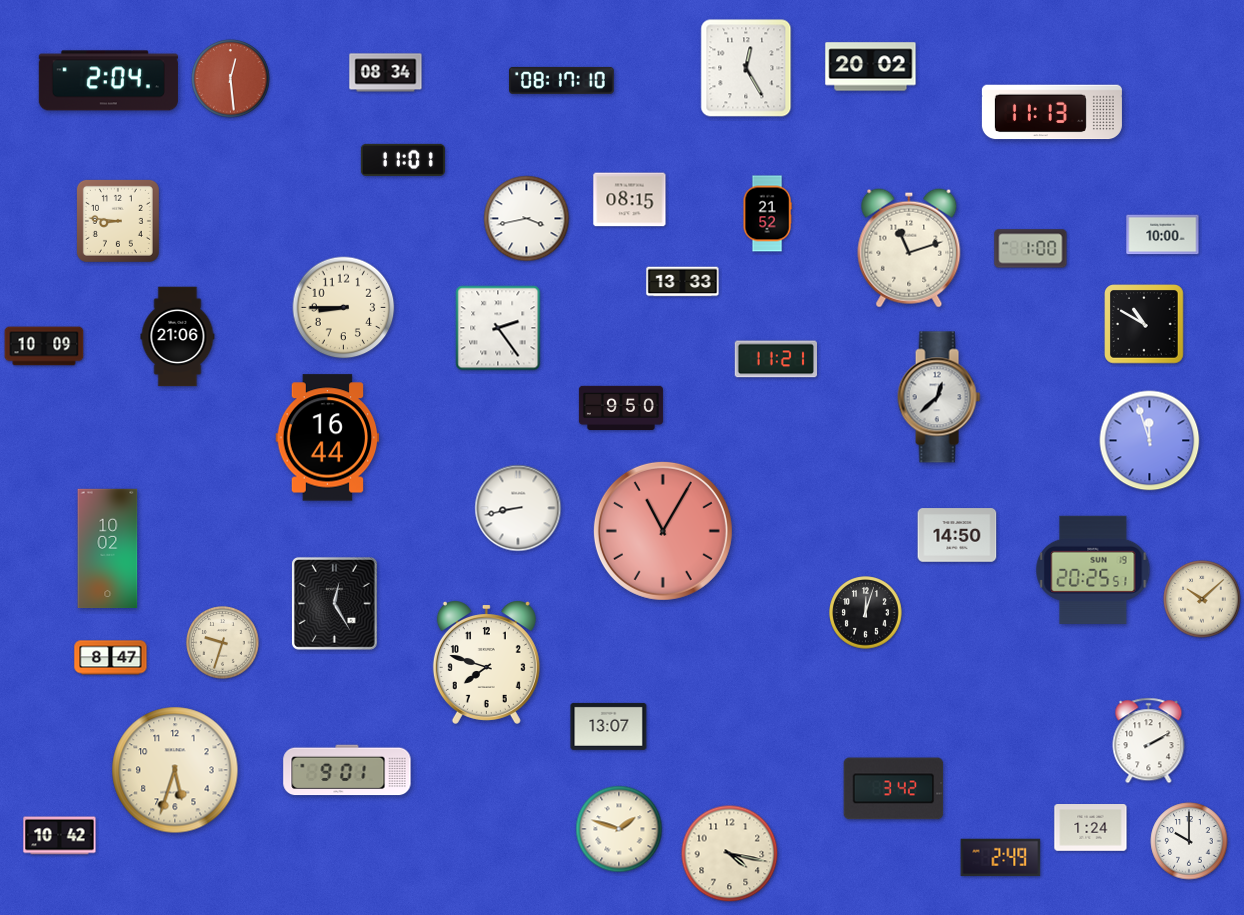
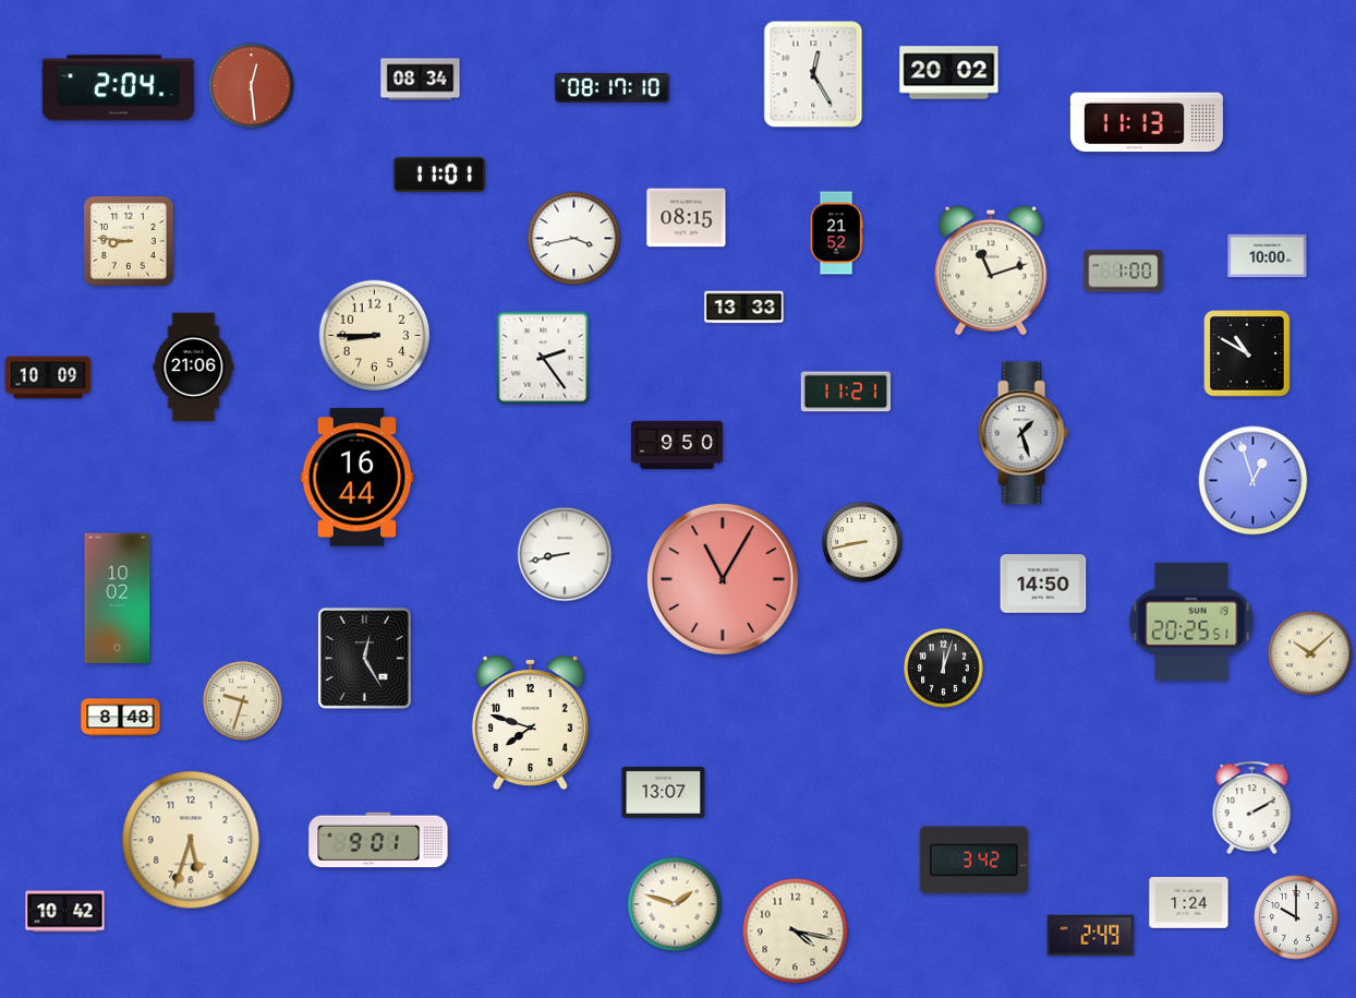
clock at (939, 397): 12:38 -> 1:27
clock at (1150, 441): 11:57 -> 12:57
clock at (862, 542): none -> 8:43
clock at (111, 658): 8:47 -> 8:48
